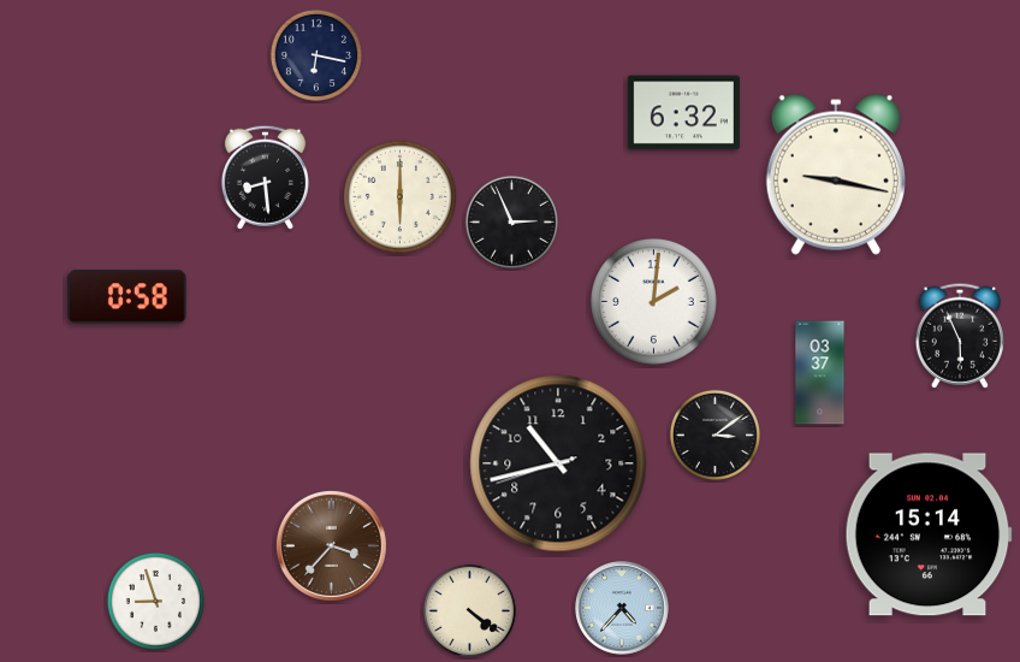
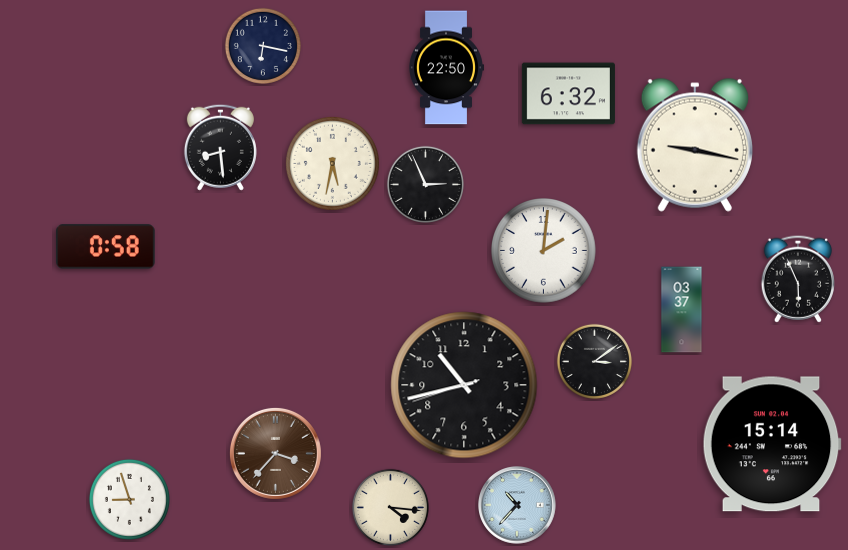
clock at (446, 68): none -> 22:50
clock at (399, 196): 6:00 -> 5:32
clock at (623, 609): 4:37 -> 10:37
clock at (469, 610): 4:21 -> 4:16
